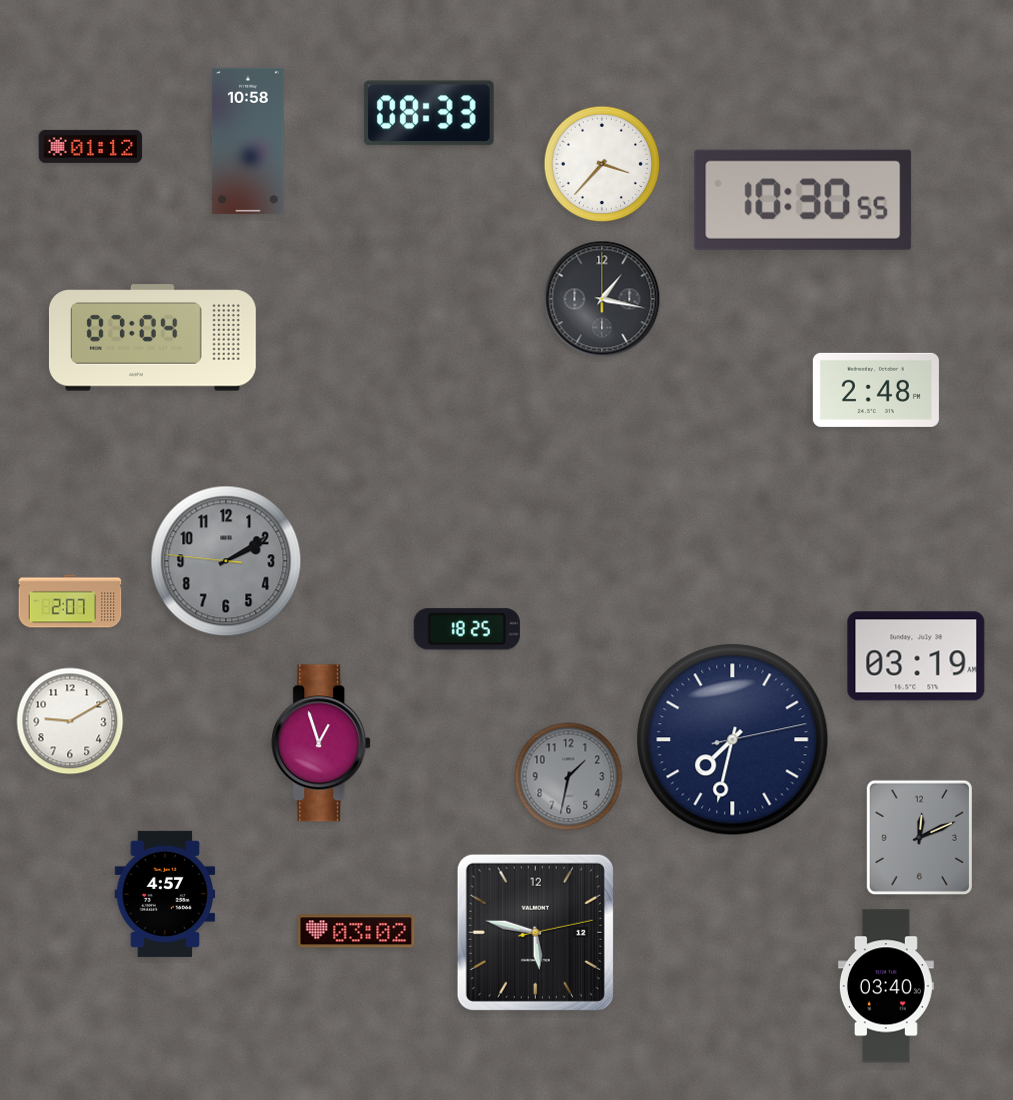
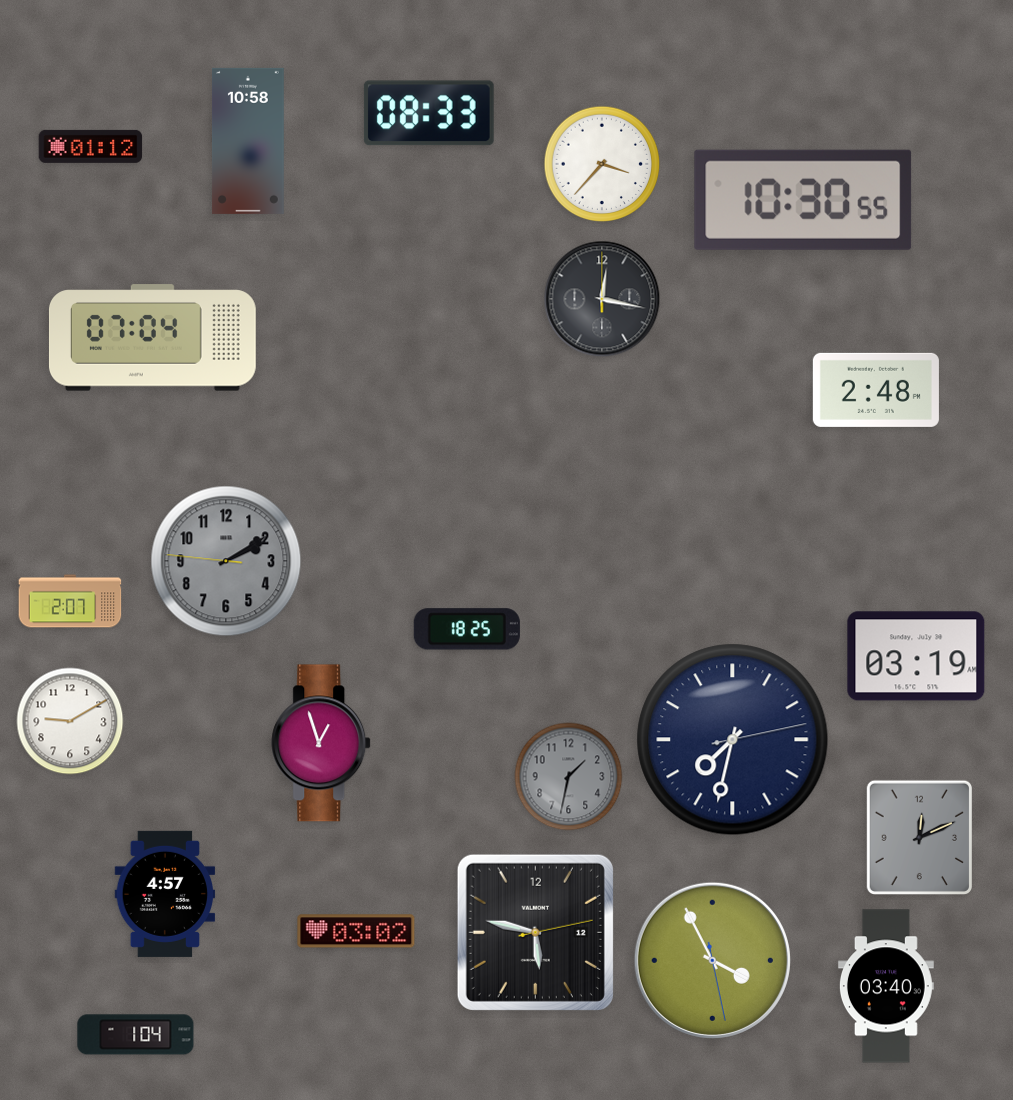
clock at (602, 299): 1:17 -> 12:17
clock at (712, 960): none -> 3:55
clock at (136, 1035): none -> 1:04
